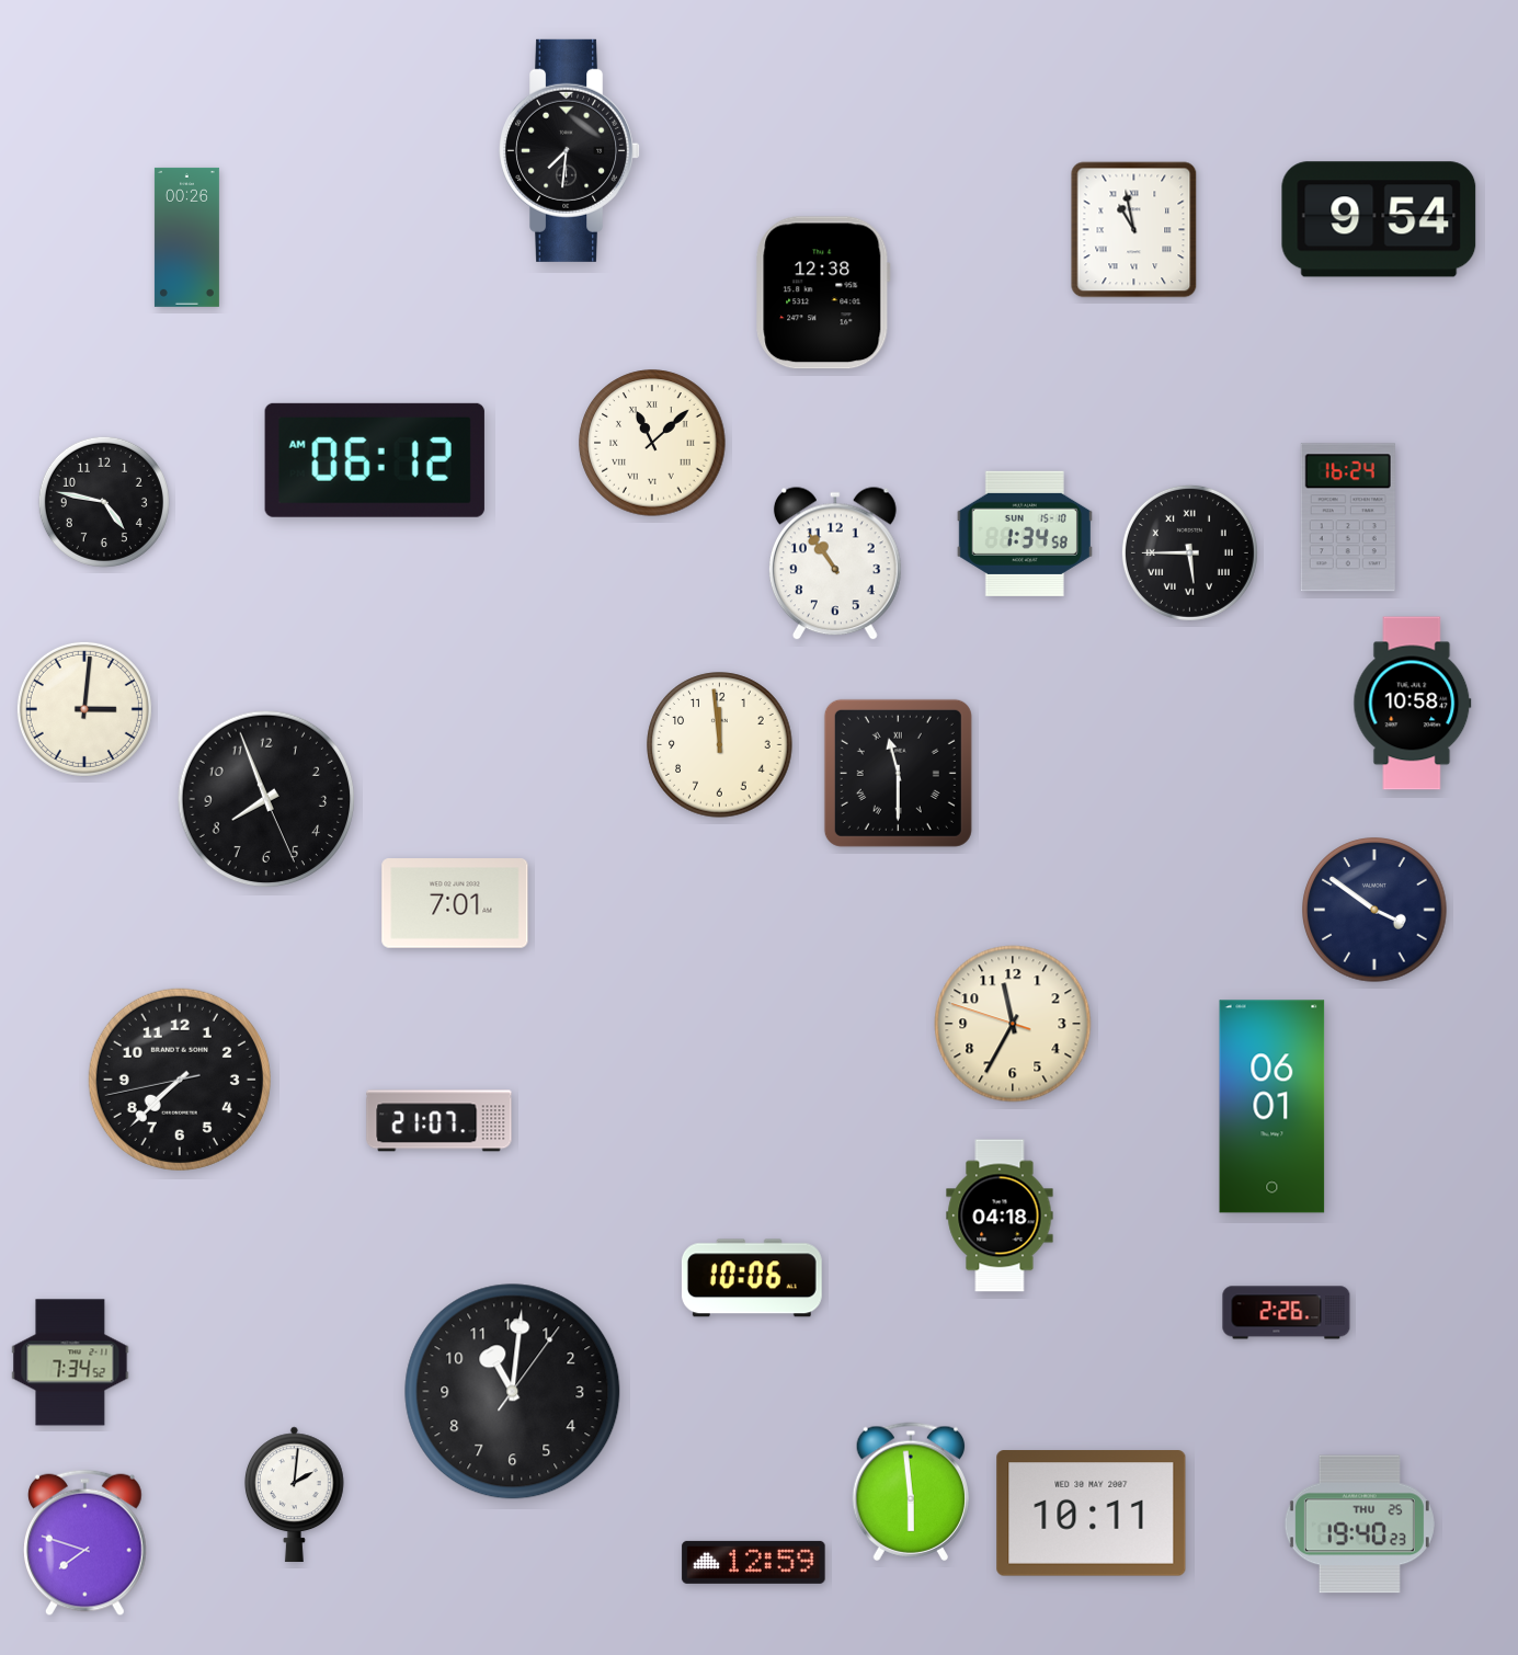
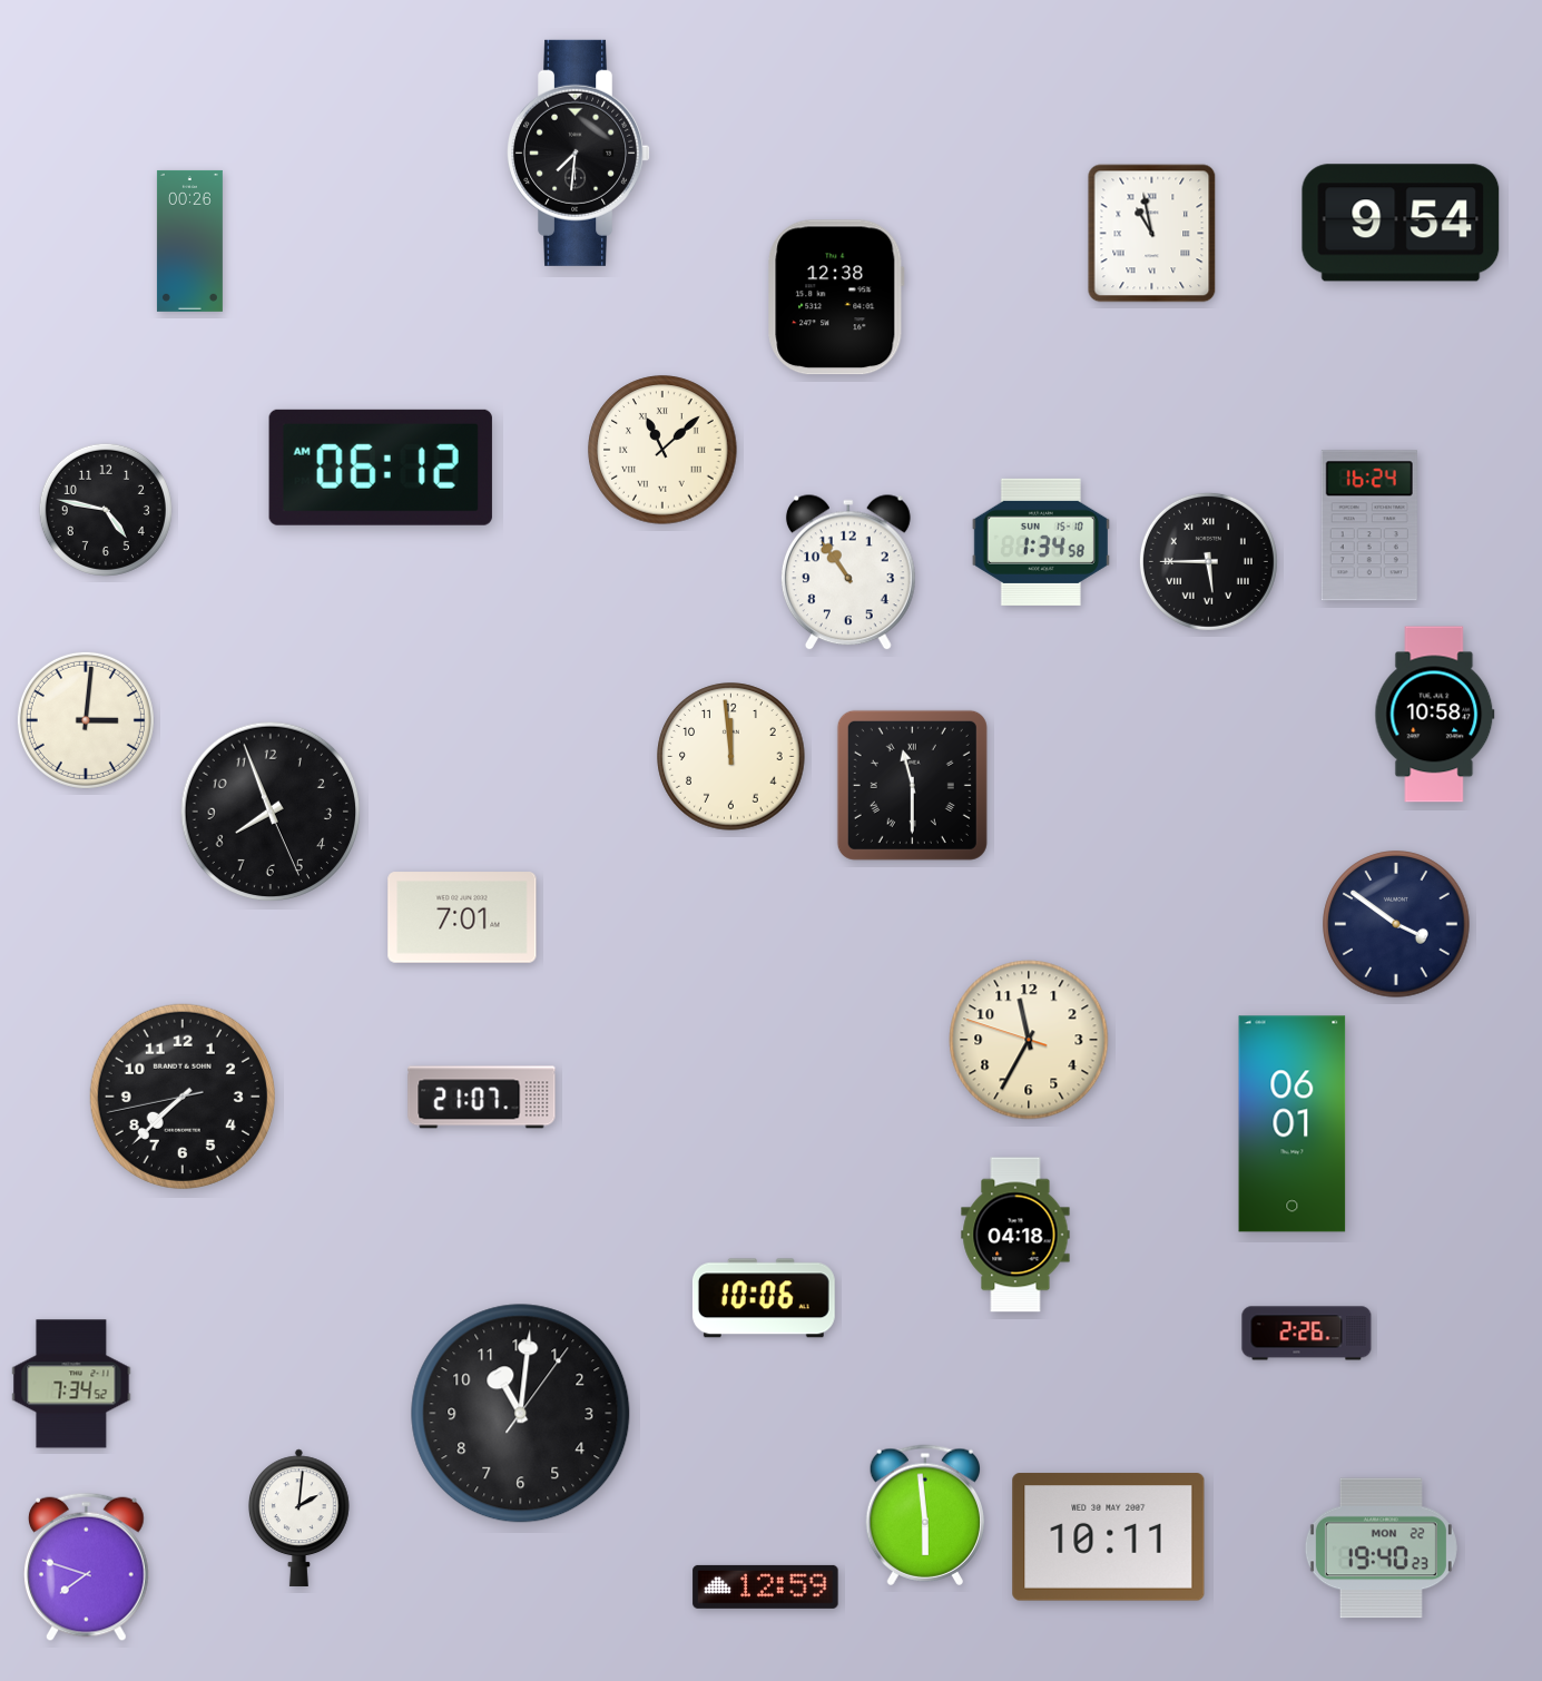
clock at (440, 1121) position: (440, 1121) -> (482, 1098)
clock at (1359, 1525) date: THU 25 -> MON 22
